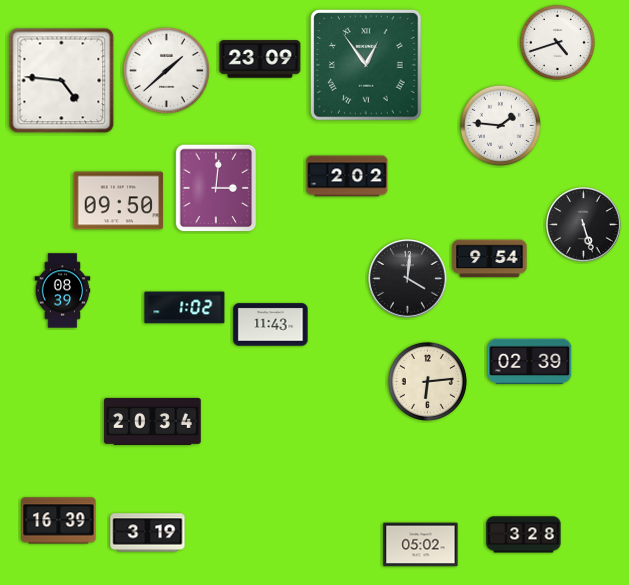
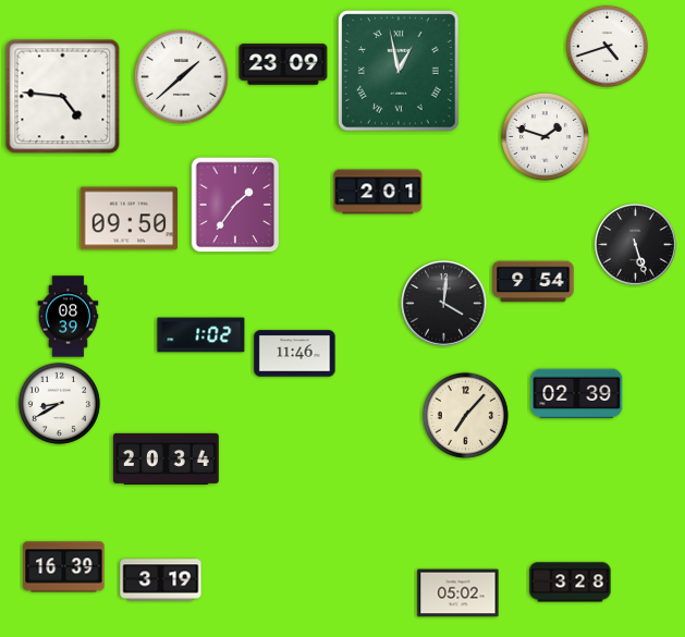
clock at (366, 65): 12:54 -> 12:58
clock at (62, 81) position: (62, 81) -> (63, 97)
clock at (500, 125): 1:46 -> 1:48
clock at (347, 176): 2:02 -> 2:01
clock at (216, 188): 3:01 -> 1:36
clock at (271, 325): 11:43 -> 11:46
clock at (59, 403): none -> 8:40
clock at (427, 381): 6:14 -> 7:07
